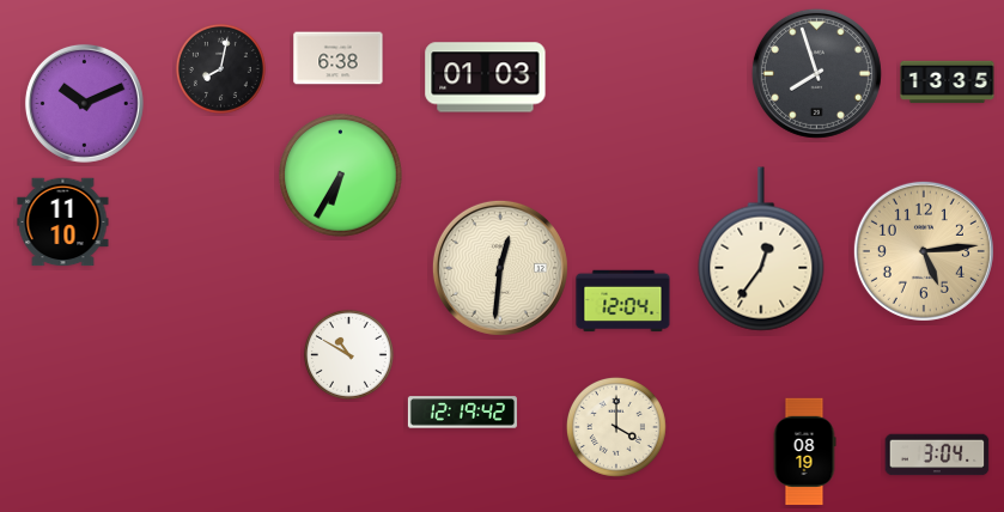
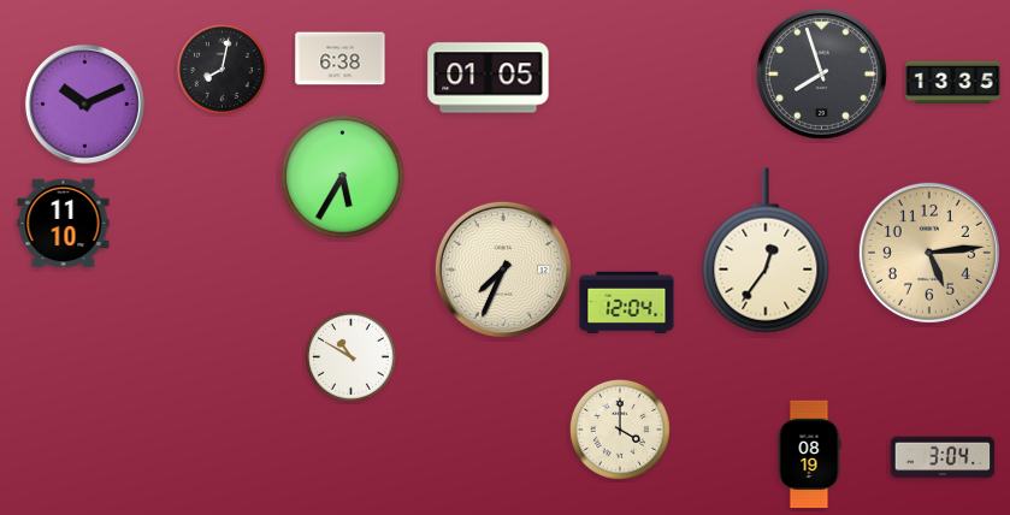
clock at (486, 78): 01:03 -> 01:05
clock at (341, 176): 6:35 -> 5:35
clock at (500, 268): 12:31 -> 7:34
clock at (462, 413): 12:19 -> none
